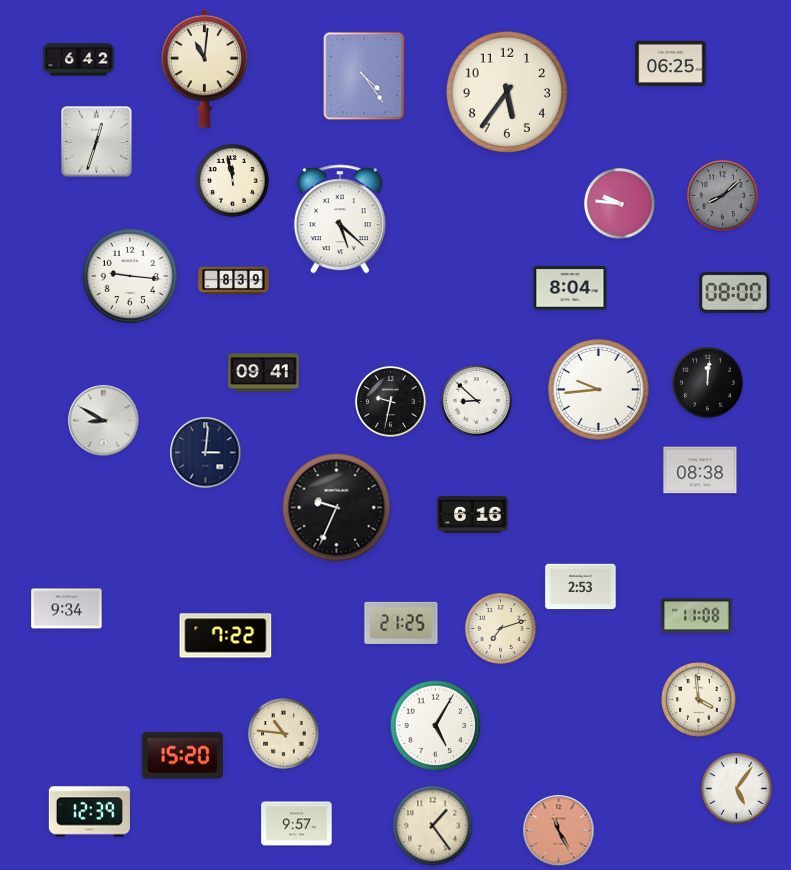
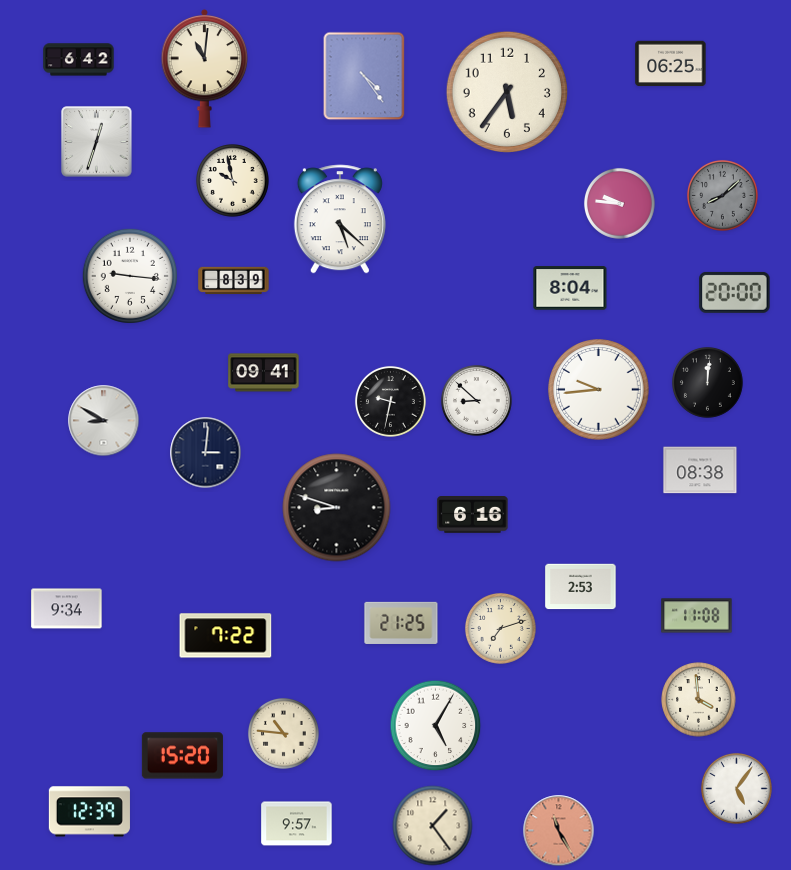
clock at (233, 181): 11:58 -> 9:58
clock at (735, 292): 08:00 -> 20:00
clock at (337, 508): 9:34 -> 8:48
